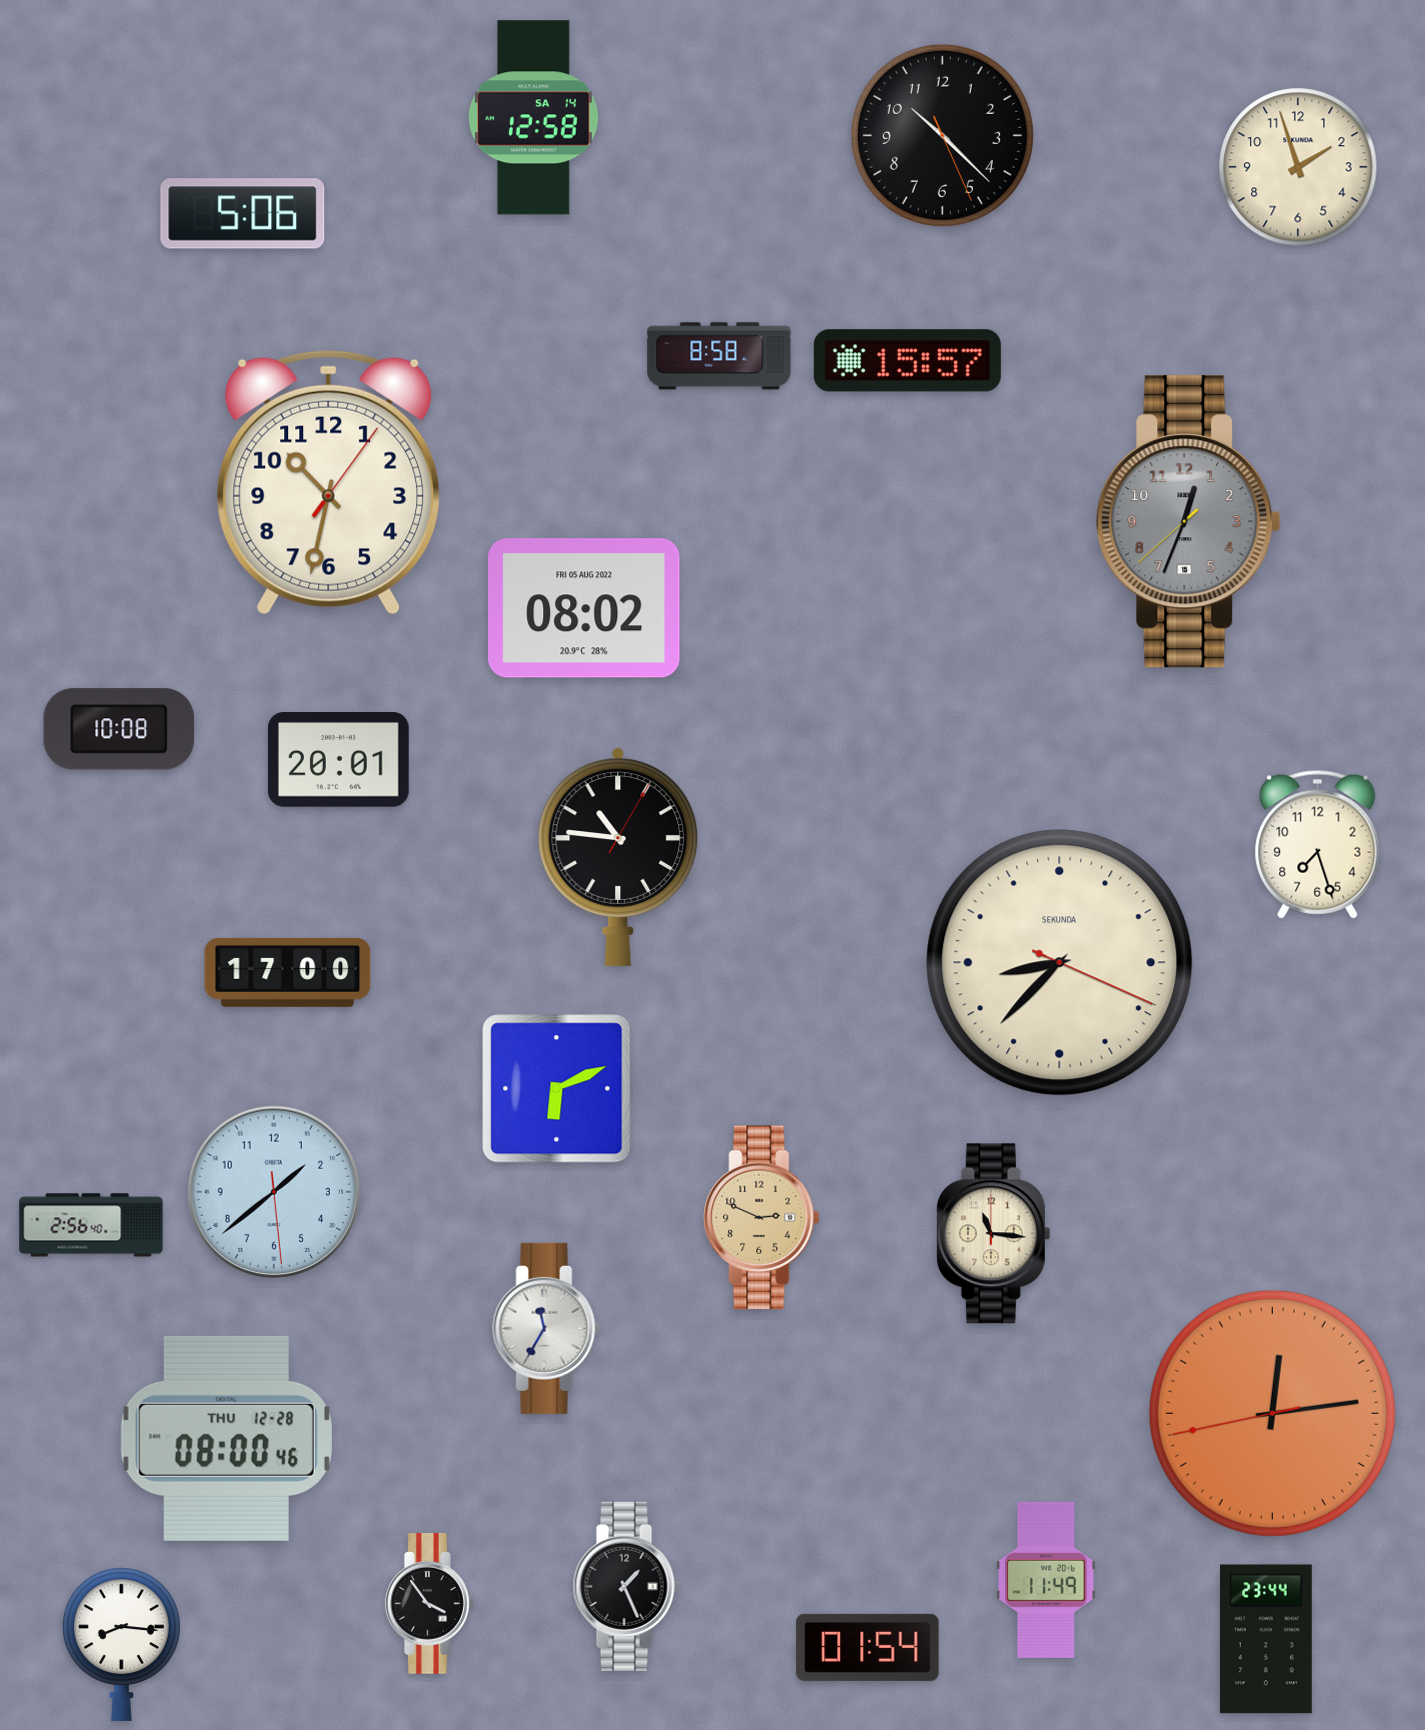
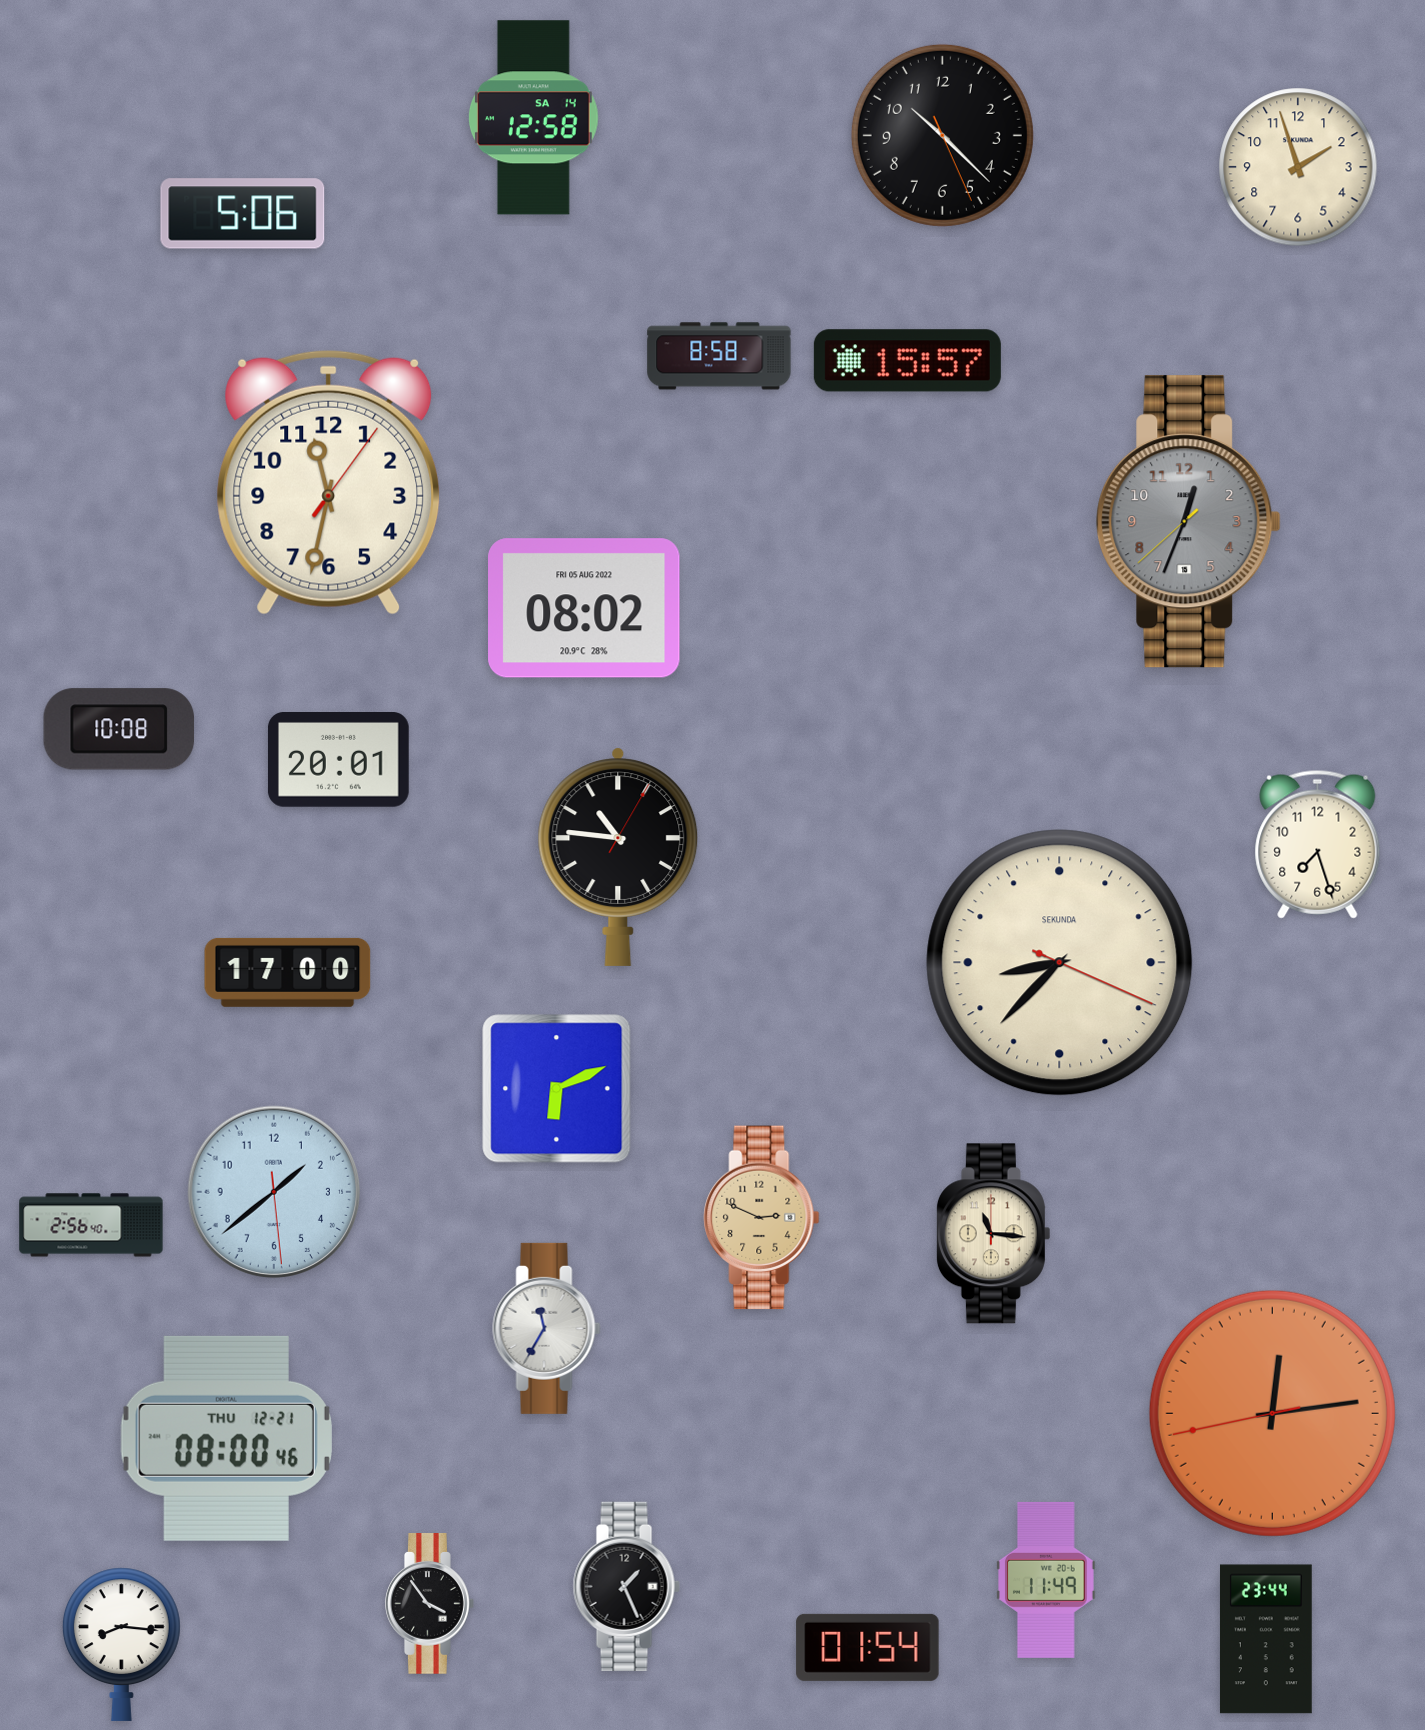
clock at (329, 482): 10:32 -> 11:32
clock at (226, 1438) date: THU 12-28 -> THU 12-21
